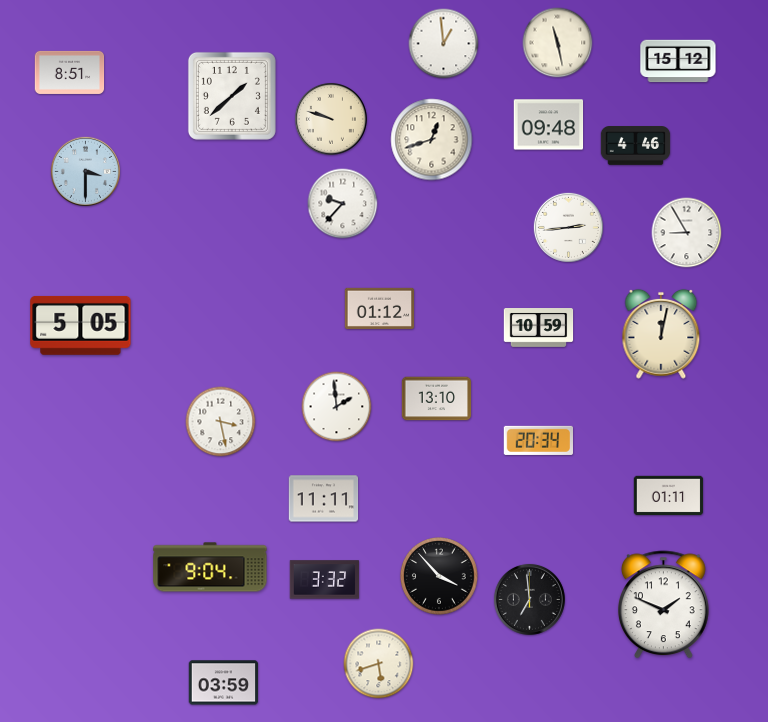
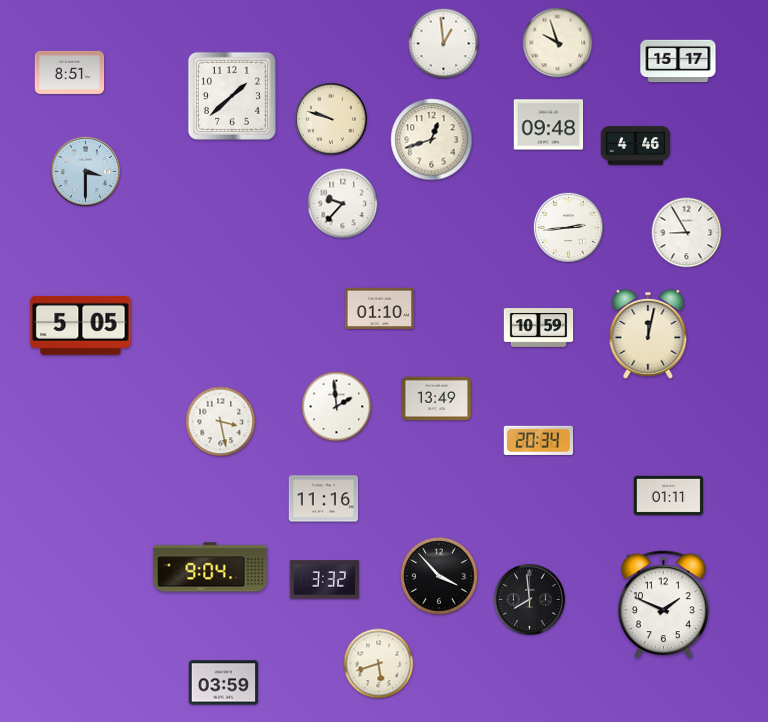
clock at (558, 43): 11:28 -> 9:57
clock at (678, 61): 15:12 -> 15:17
clock at (380, 308): 01:12 -> 01:10
clock at (661, 334) position: (661, 334) -> (648, 334)
clock at (437, 399): 13:10 -> 13:49
clock at (324, 499): 11:11 -> 11:16
clock at (529, 599): 6:59 -> 7:59
